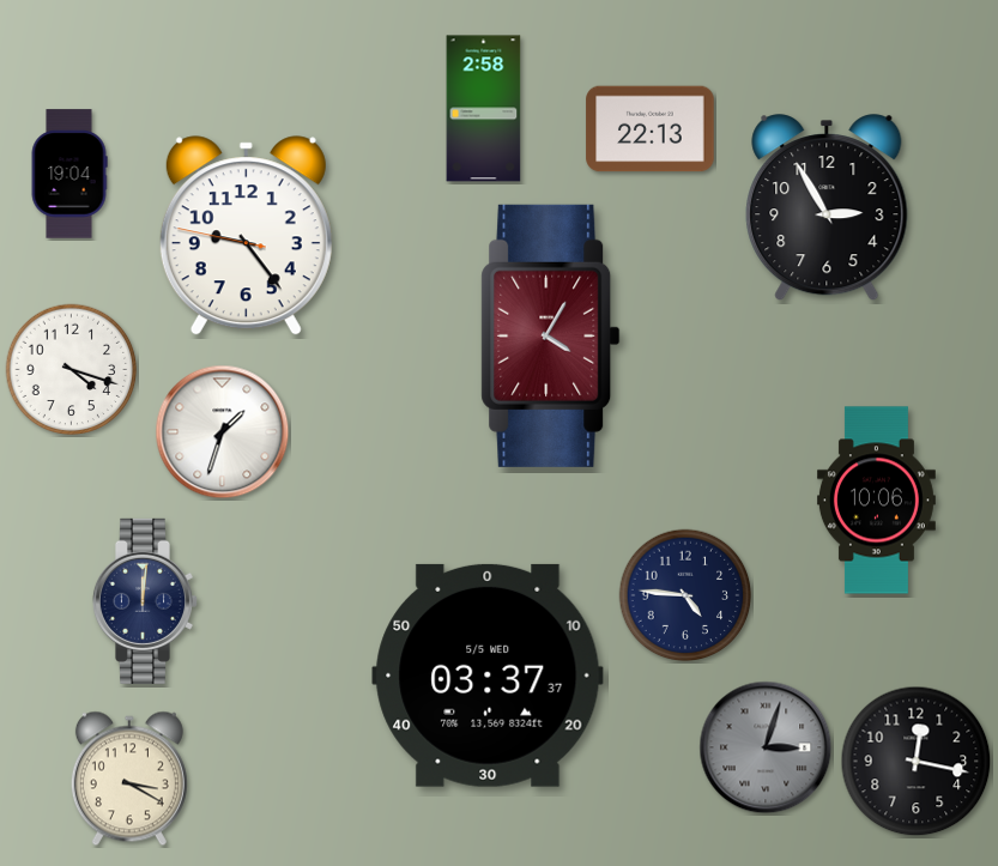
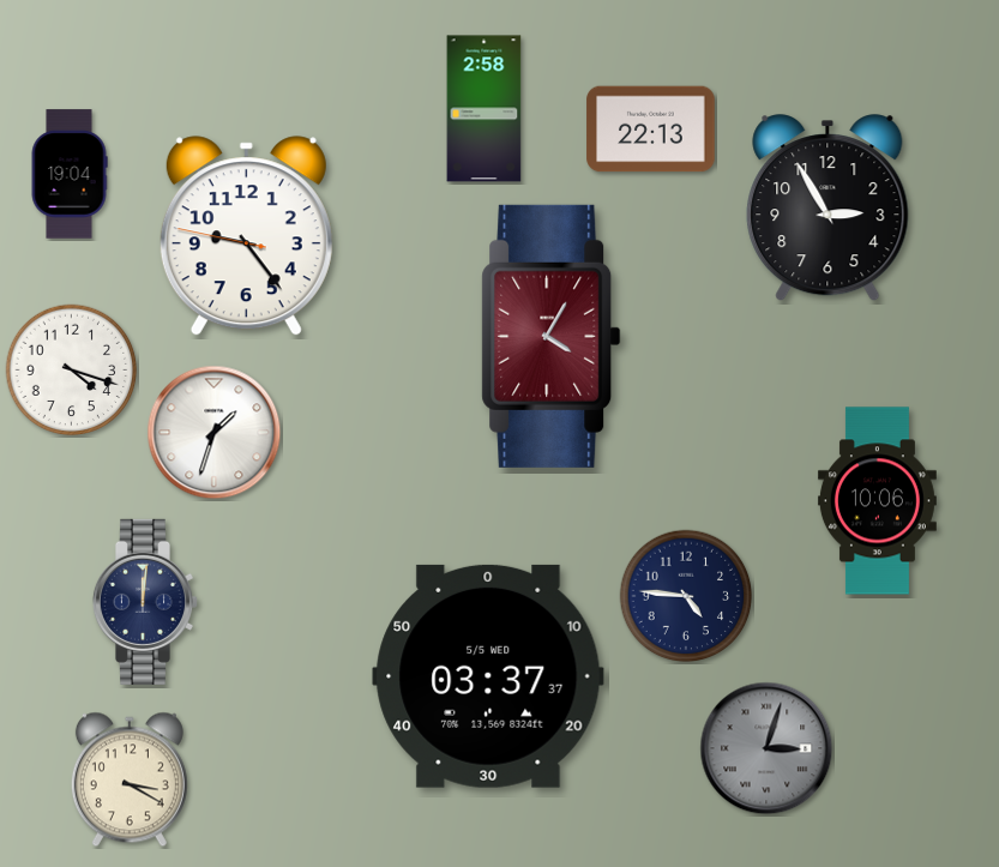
clock at (223, 432) position: (223, 432) -> (215, 433)
clock at (917, 762): 12:17 -> none
